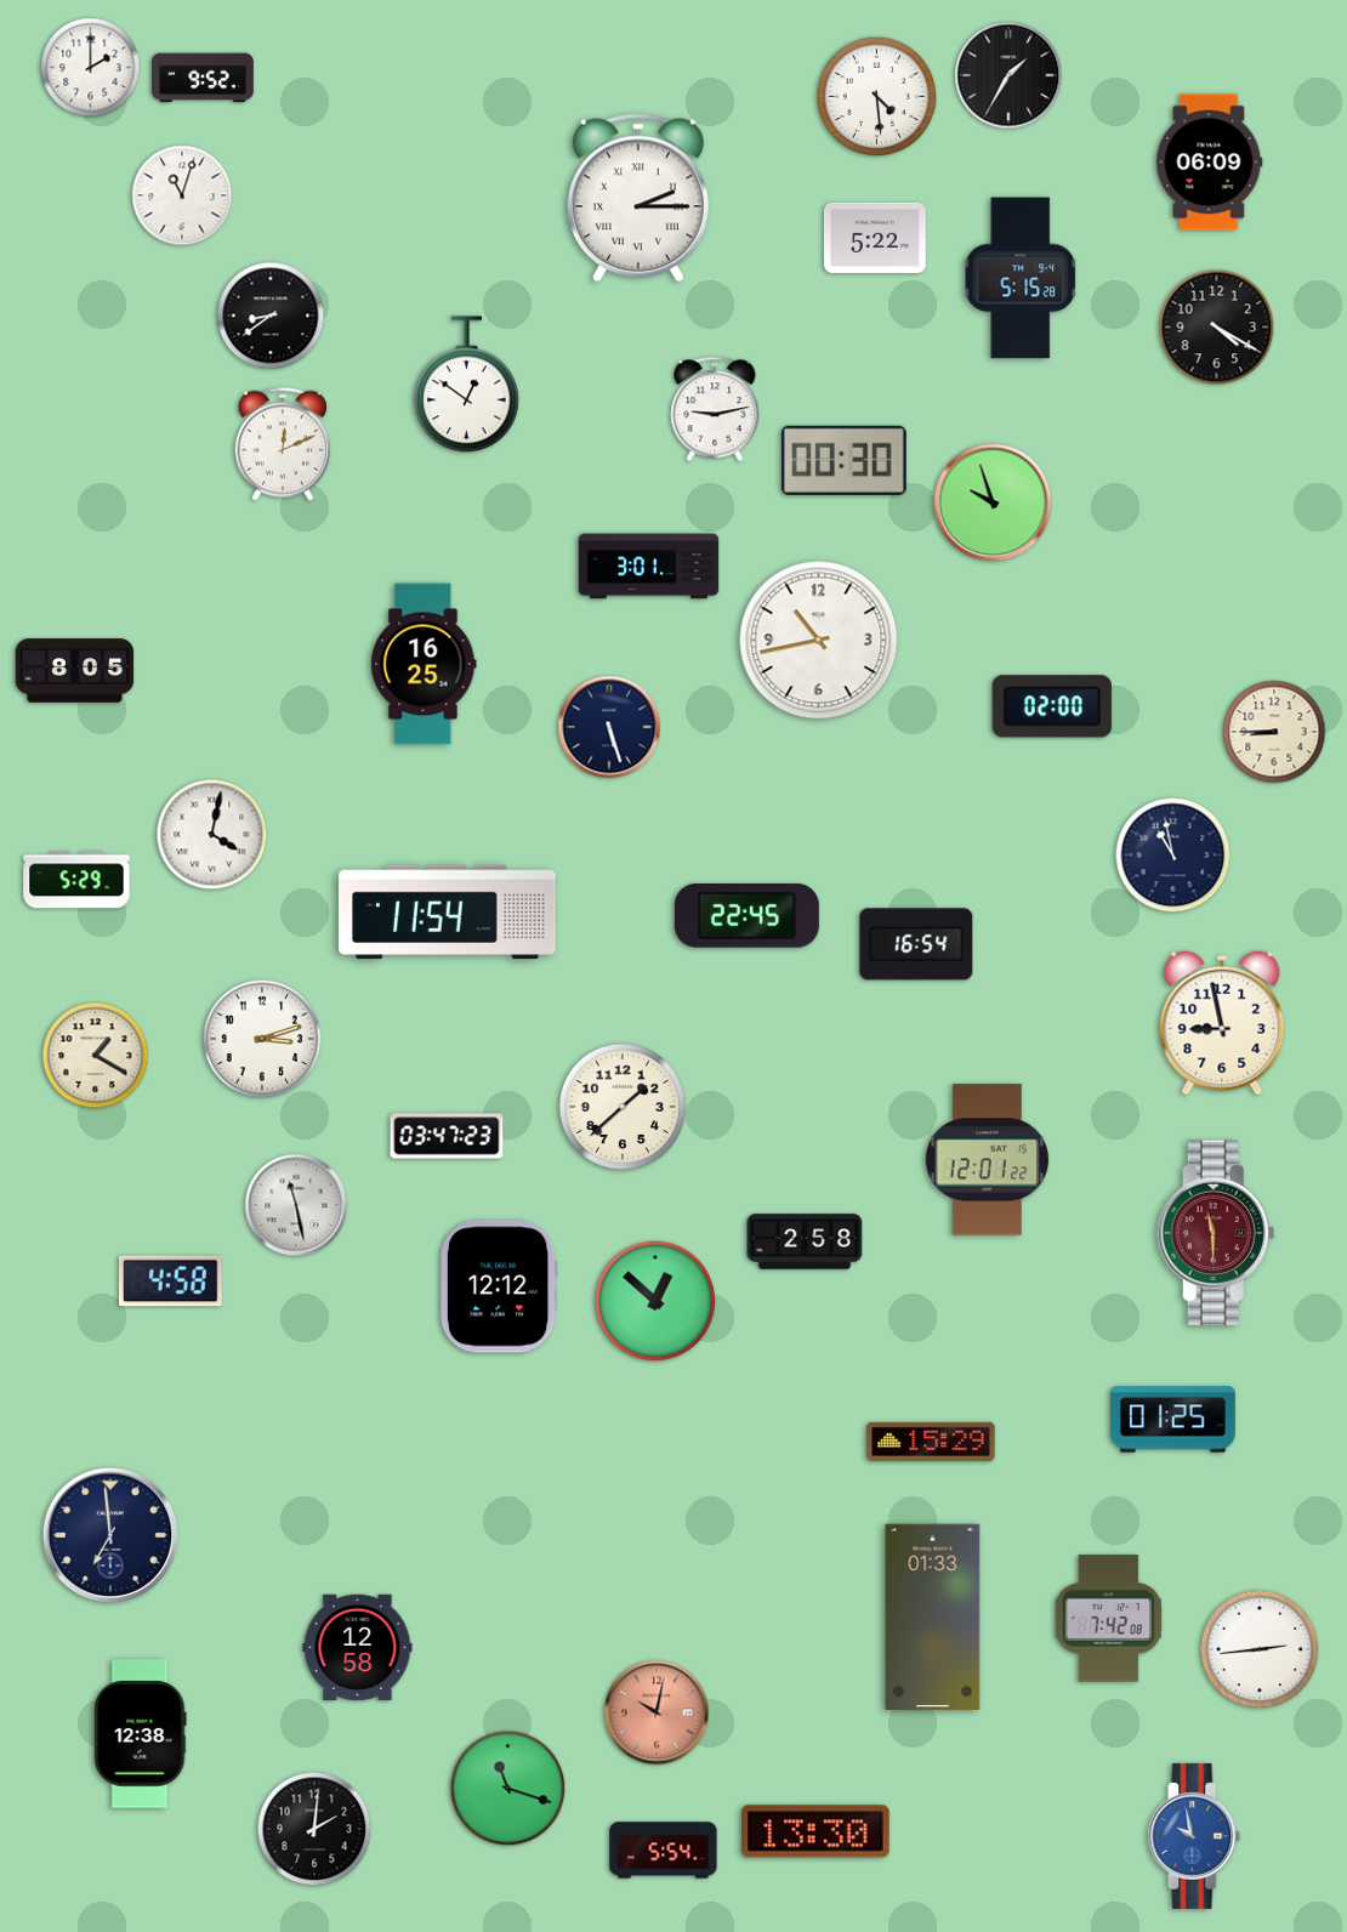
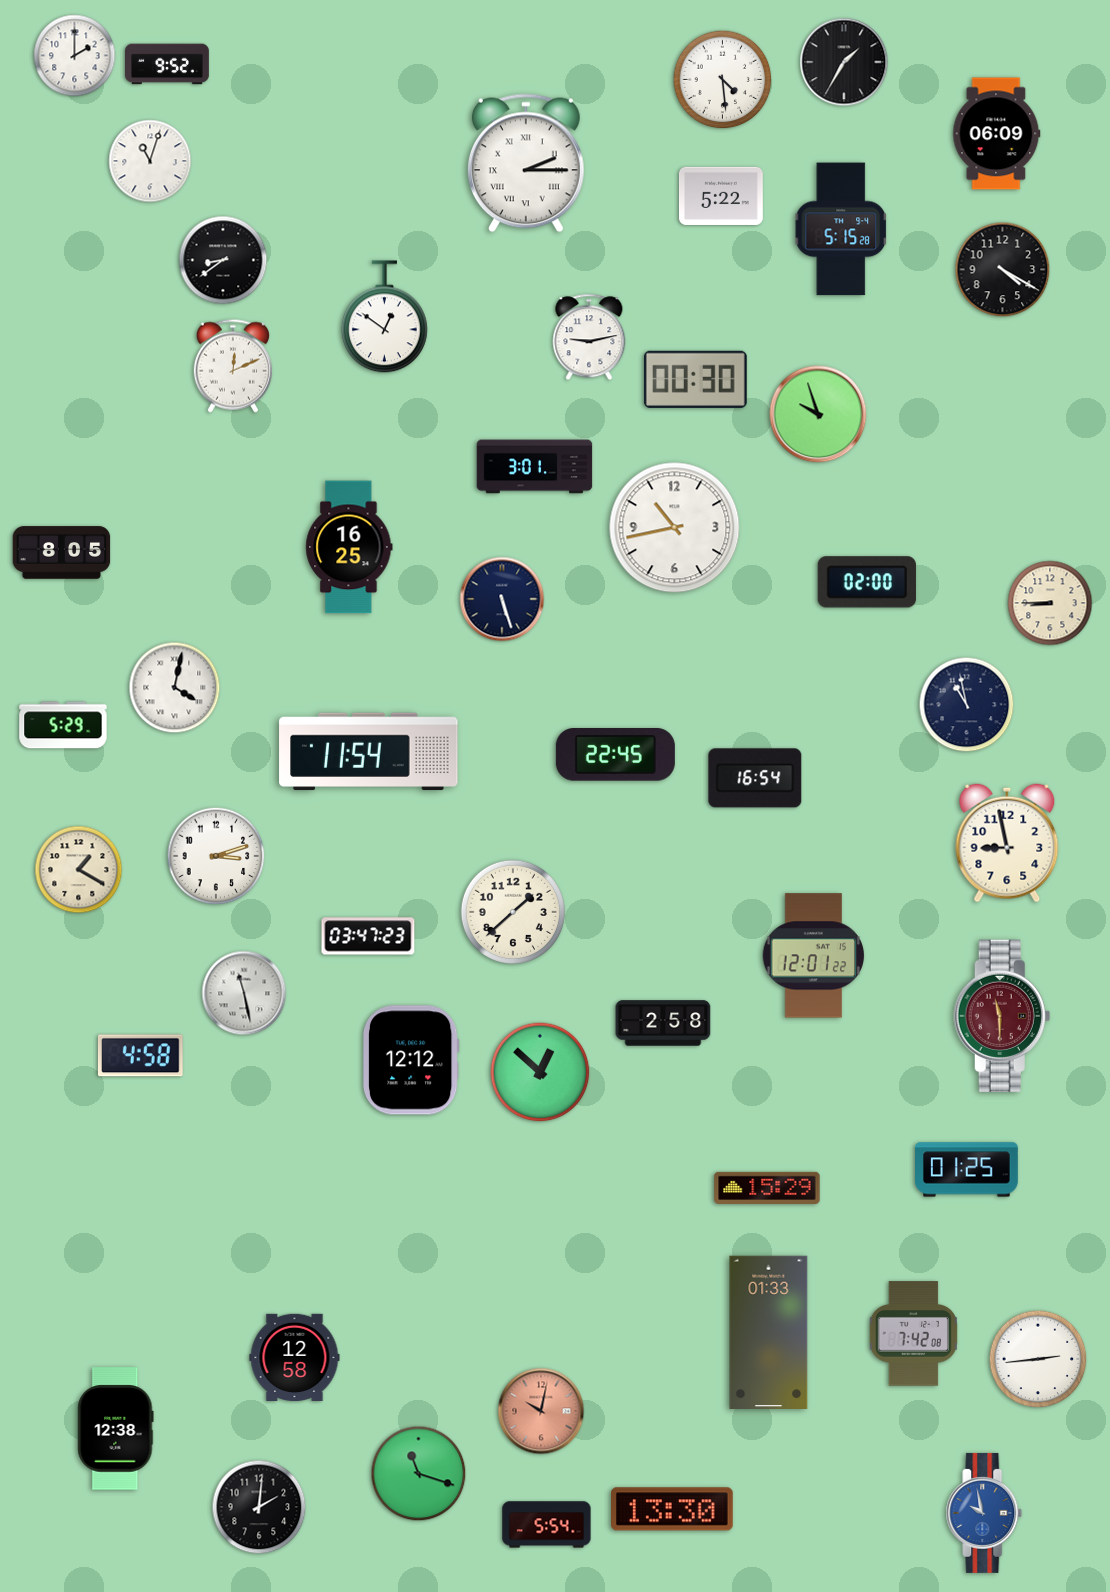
clock at (1008, 75) position: (1008, 75) -> (844, 62)
clock at (110, 1535): 6:59 -> none
